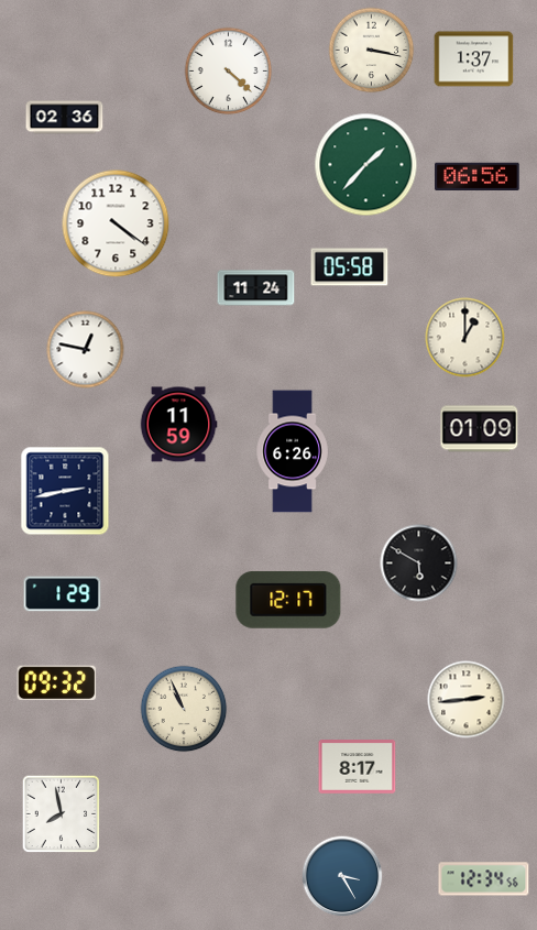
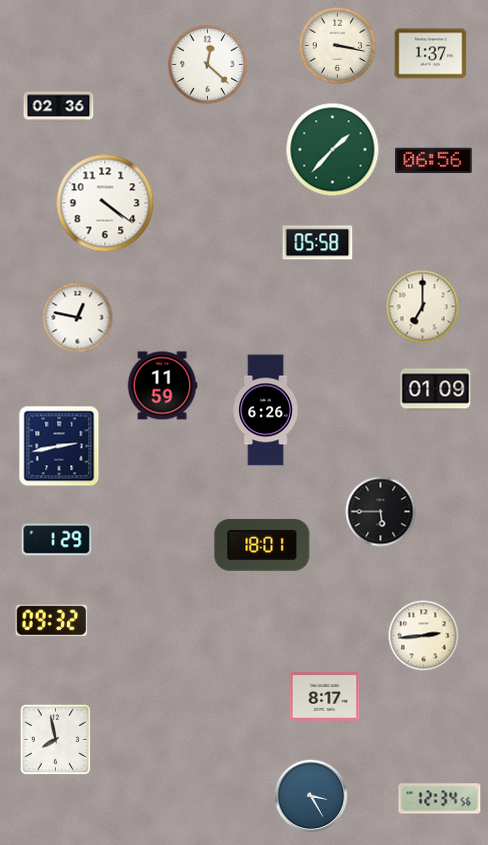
clock at (229, 72): 4:22 -> 12:22
clock at (256, 288): 11:24 -> none
clock at (465, 338): 1:00 -> 7:00
clock at (419, 564): 5:50 -> 5:45
clock at (288, 600): 12:17 -> 18:01
clock at (184, 709): 10:56 -> none
